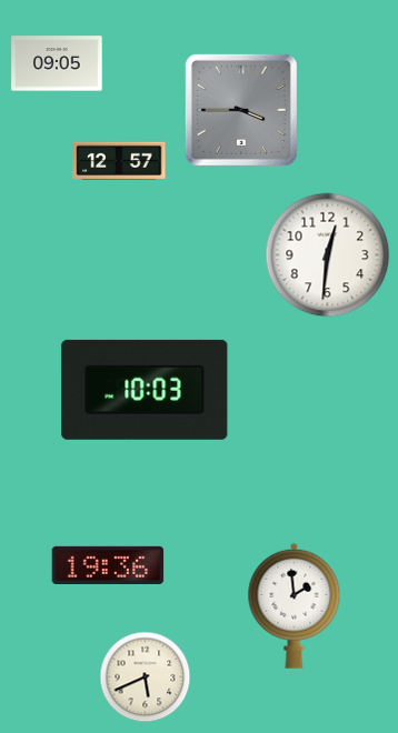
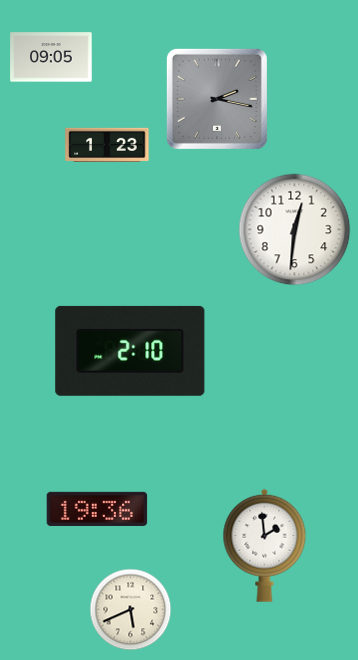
clock at (241, 110): 3:45 -> 2:17
clock at (119, 160): 12:57 -> 1:23
clock at (145, 390): 10:03 -> 2:10
